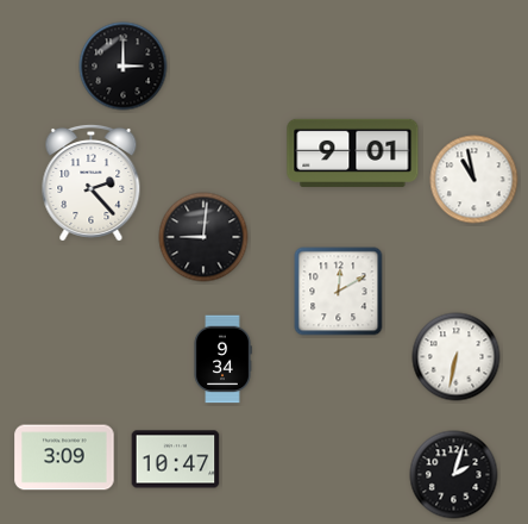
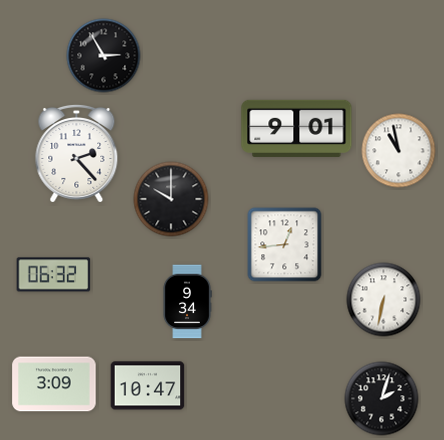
clock at (124, 67): 3:00 -> 2:55
clock at (203, 237): 9:01 -> 10:00
clock at (339, 292): 12:10 -> 12:44
clock at (54, 275): none -> 06:32
